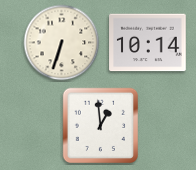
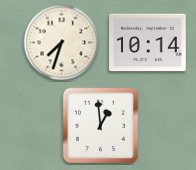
clock at (62, 43): 6:33 -> 7:33
